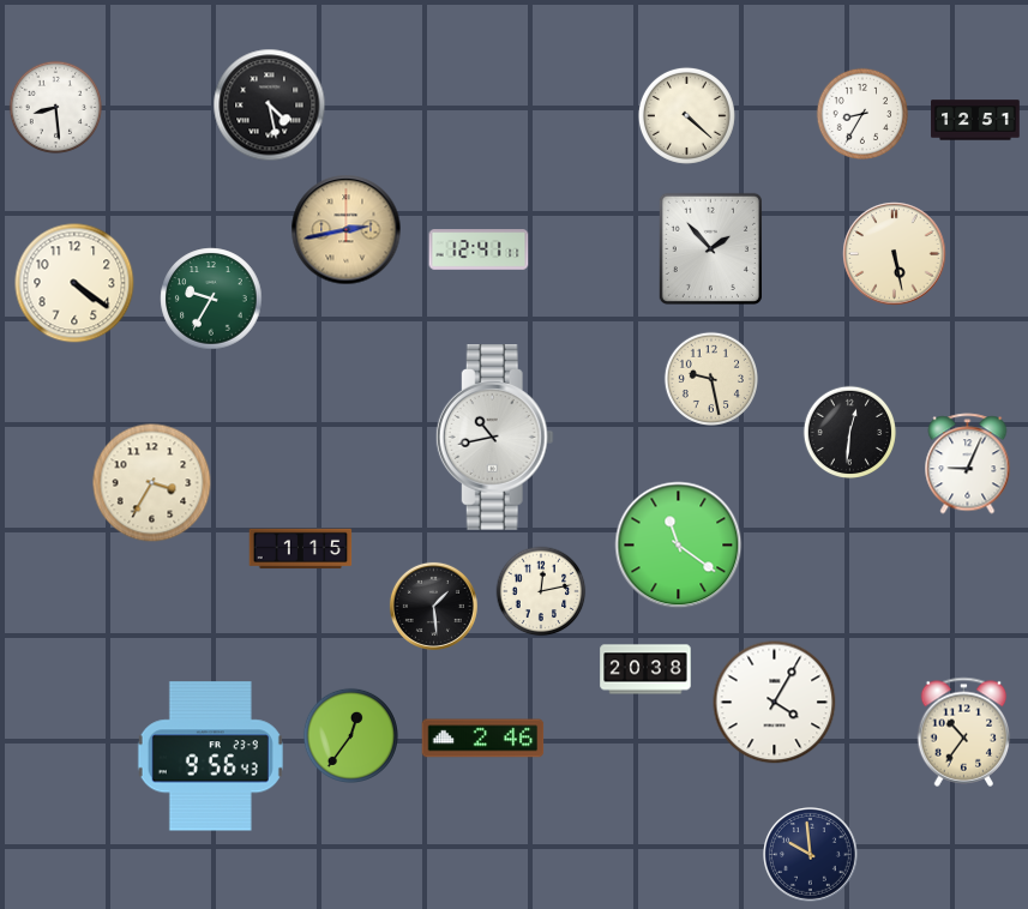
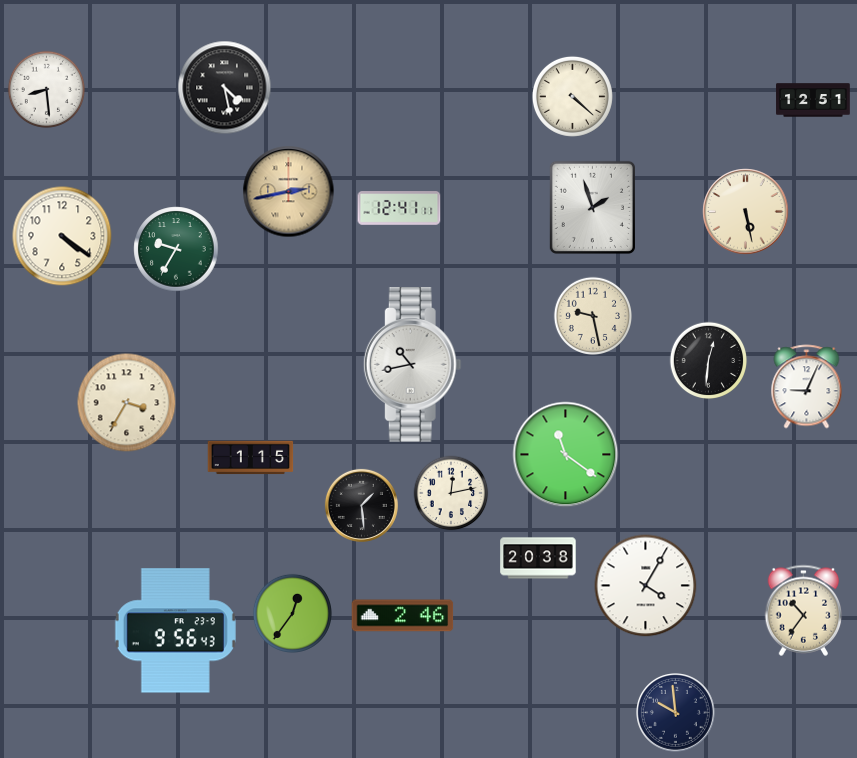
clock at (862, 114): 8:35 -> none
clock at (710, 248): 1:53 -> 1:57
